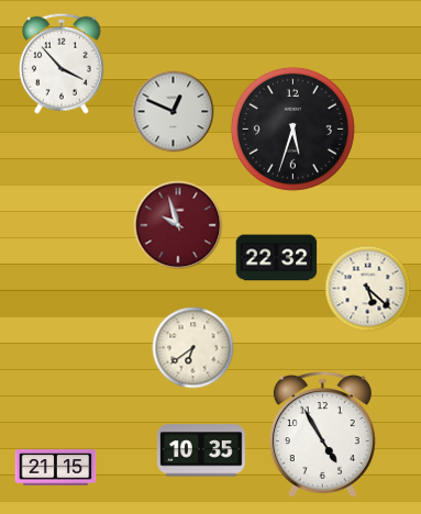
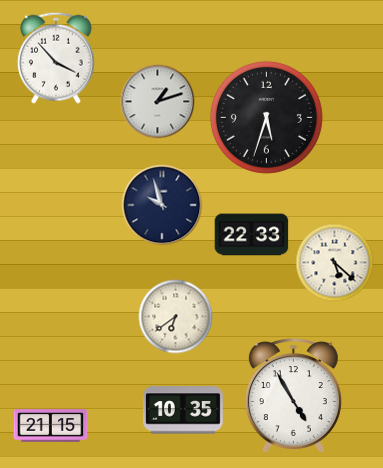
clock at (174, 112): 12:49 -> 1:12
clock at (178, 225) dial: burgundy -> navy
clock at (277, 258): 22:32 -> 22:33
